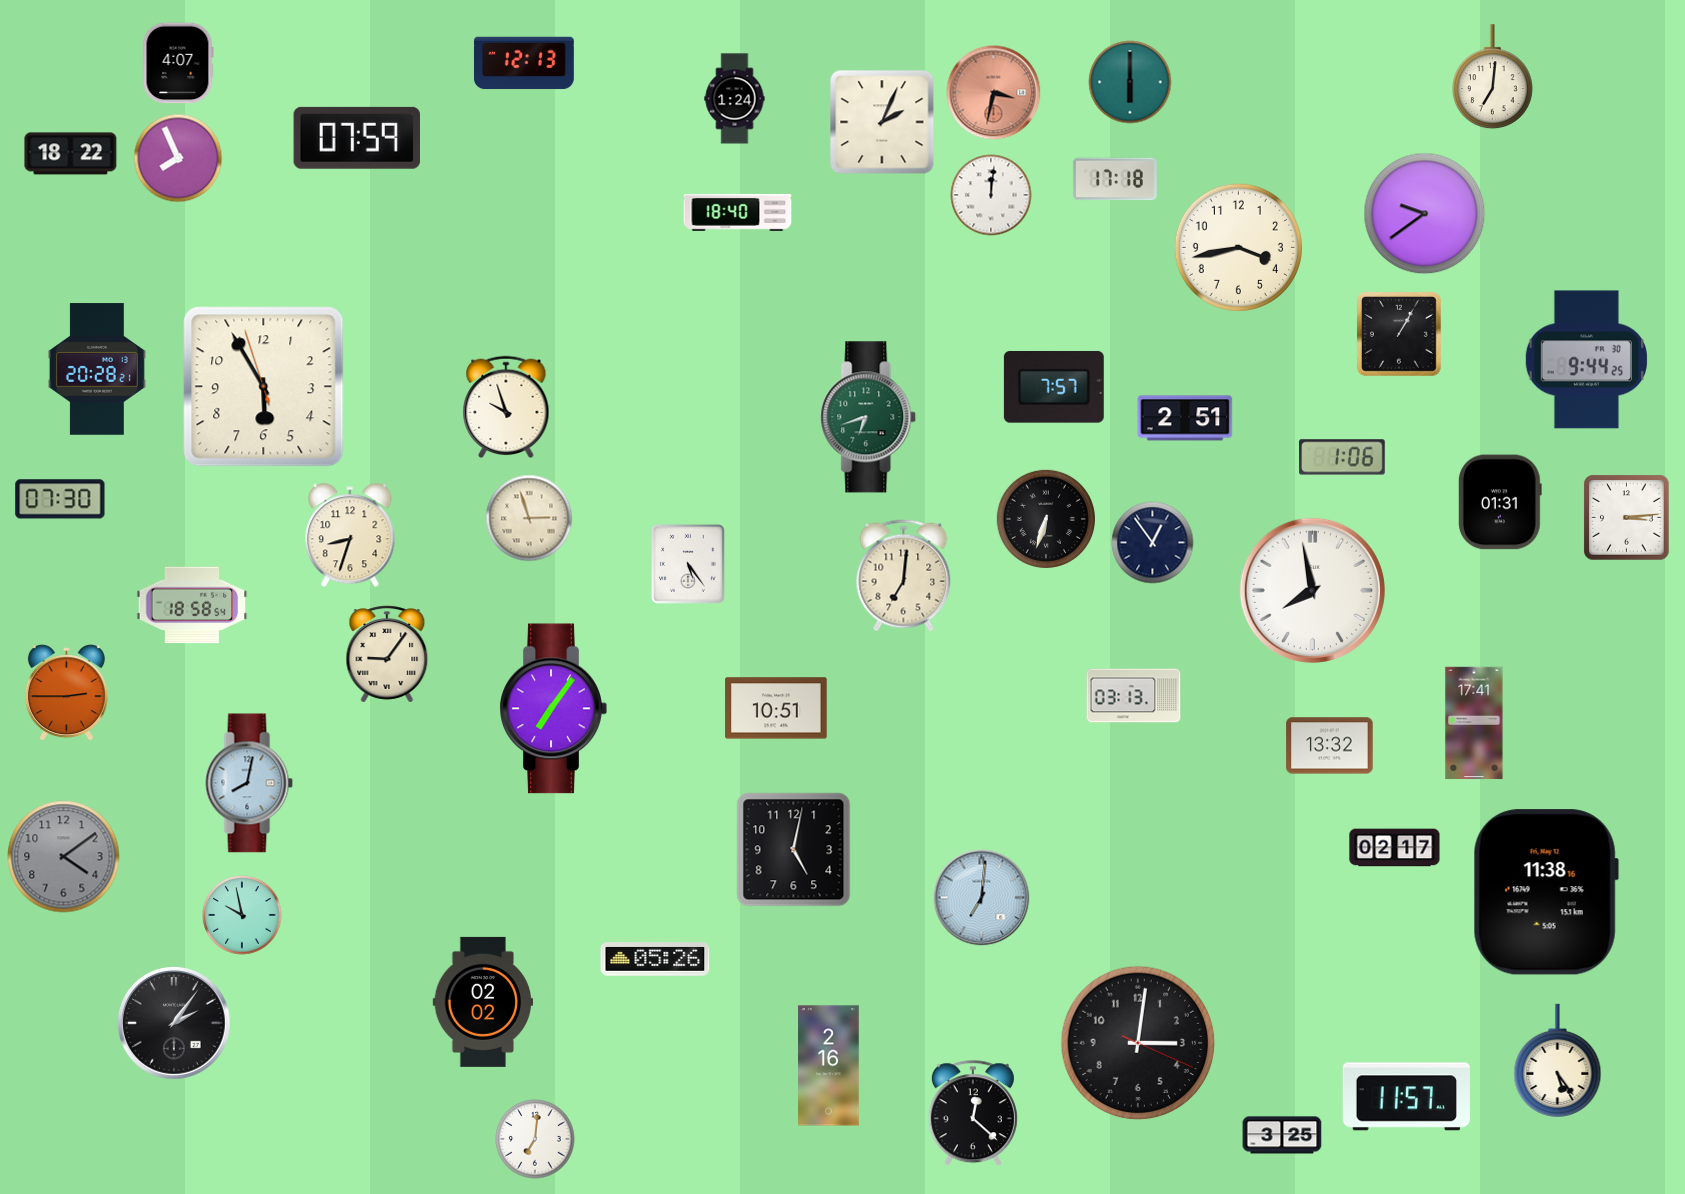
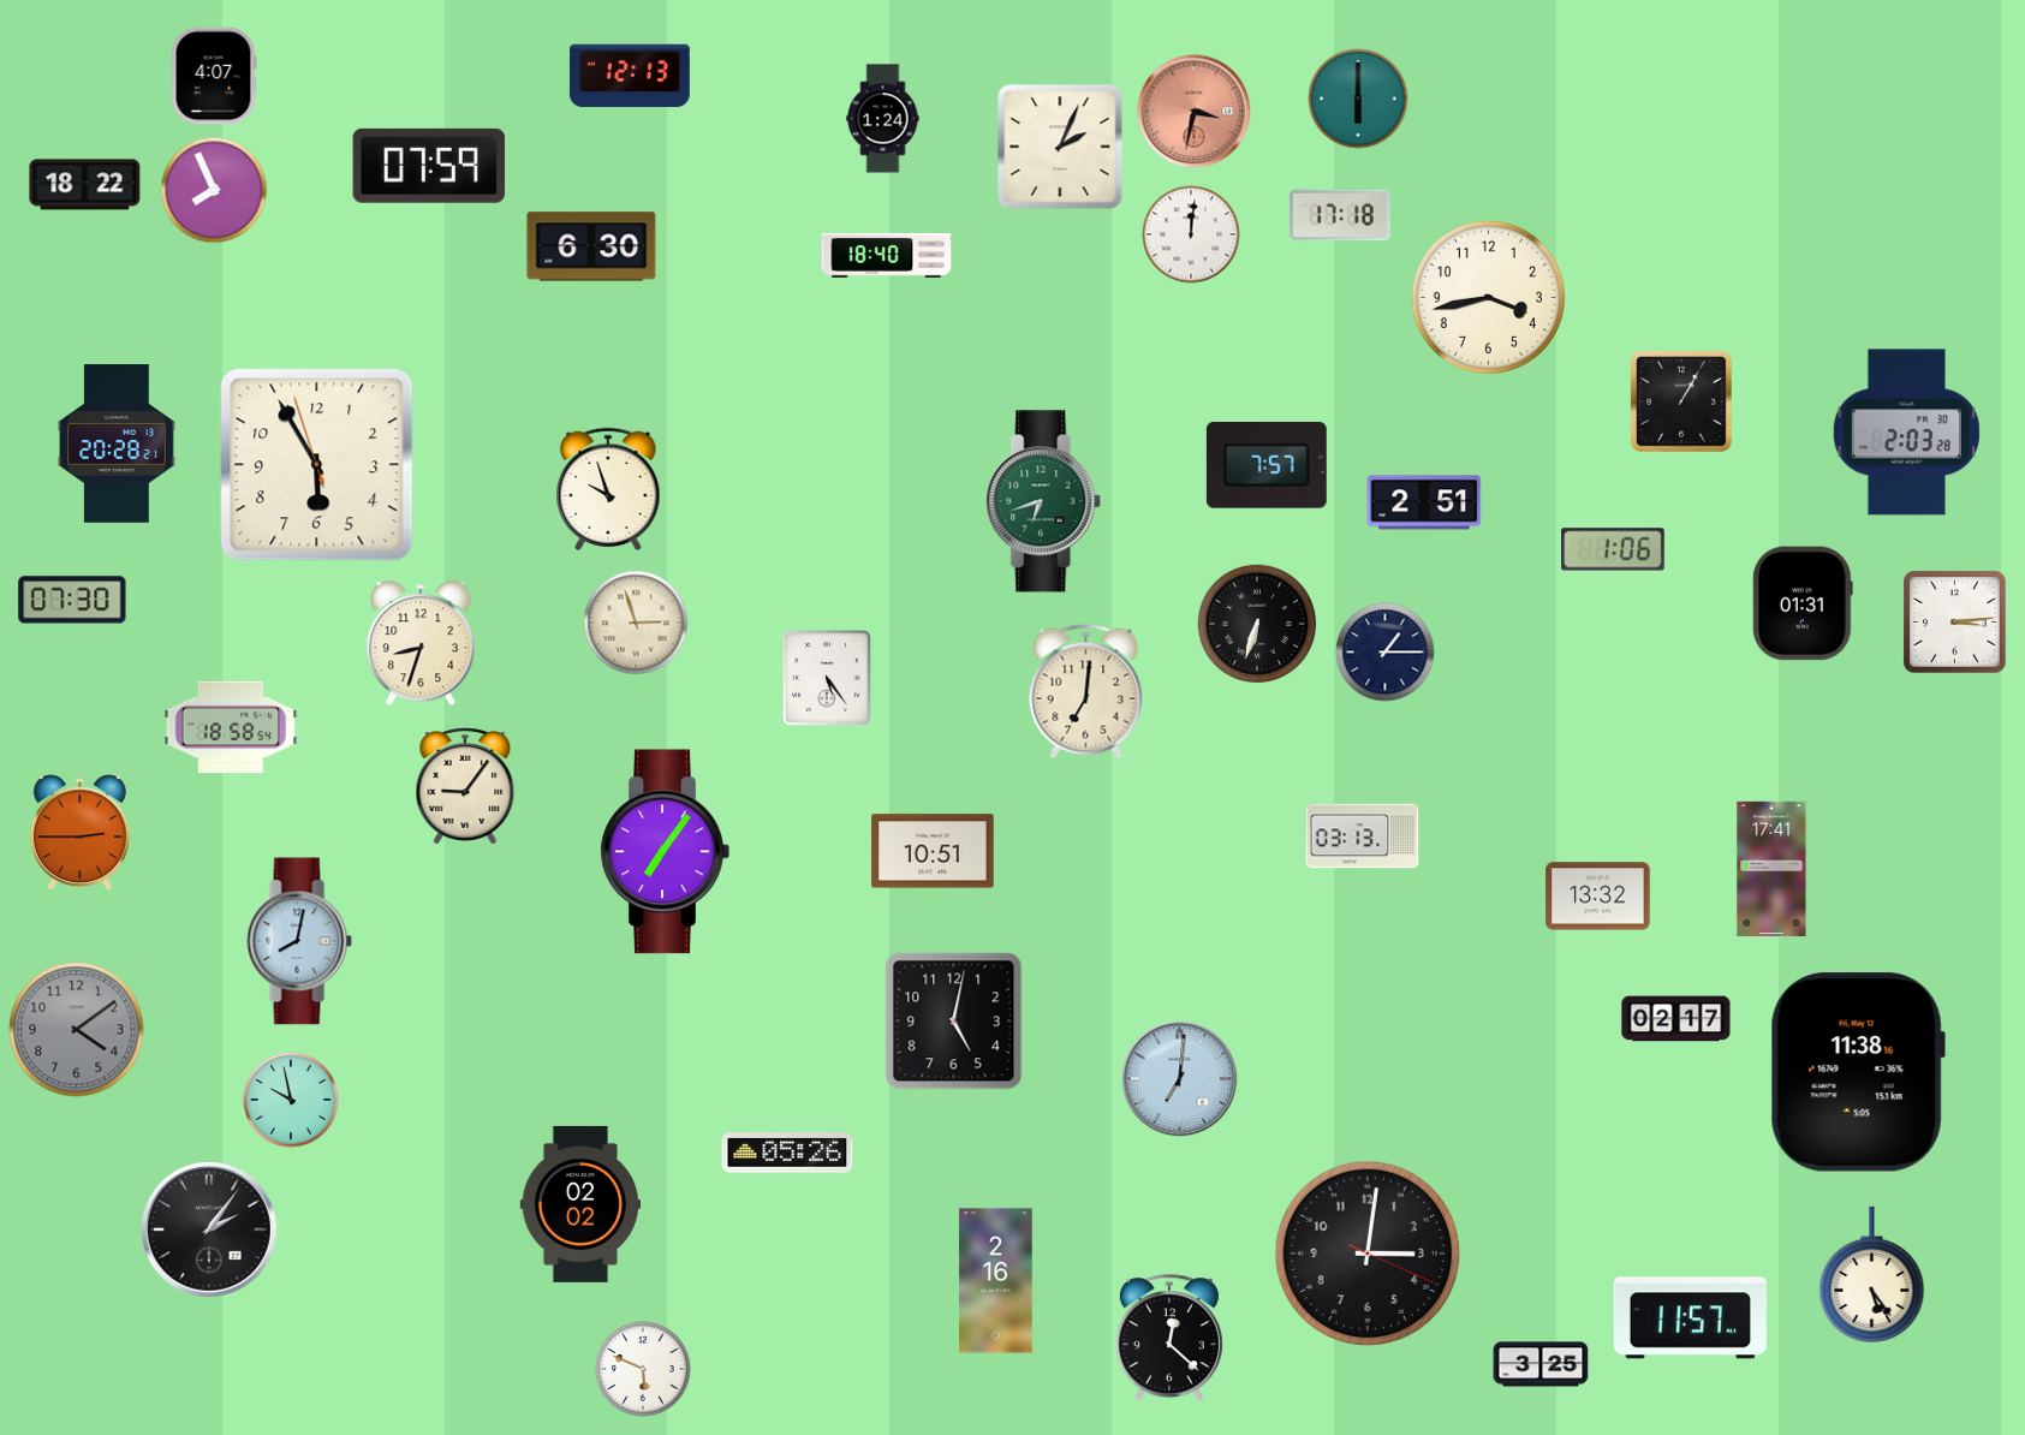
clock at (1492, 77): 7:01 -> none
clock at (591, 246): none -> 6:30
clock at (1425, 214): 9:39 -> none
clock at (1586, 360): 9:44 -> 2:03
clock at (1153, 543): 12:54 -> 1:15
clock at (1312, 590): 7:58 -> none
clock at (535, 1139): 7:01 -> 5:49
